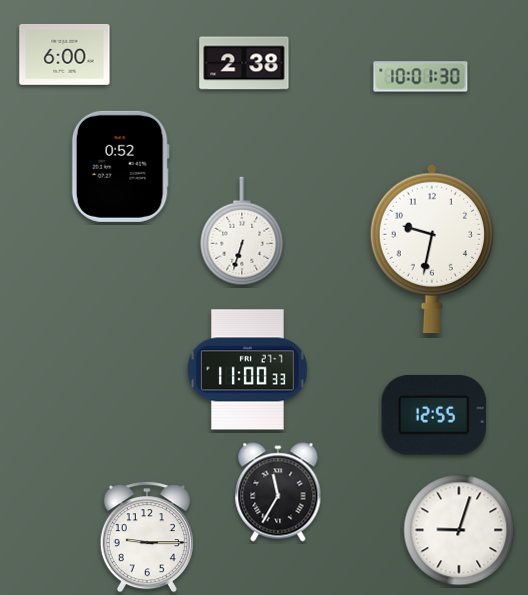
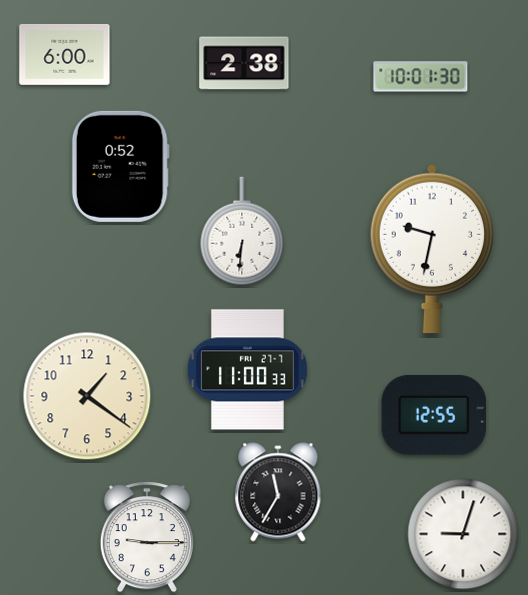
clock at (242, 231): 6:33 -> 6:31
clock at (87, 396): none -> 1:21
clock at (459, 530) position: (459, 530) -> (463, 534)
